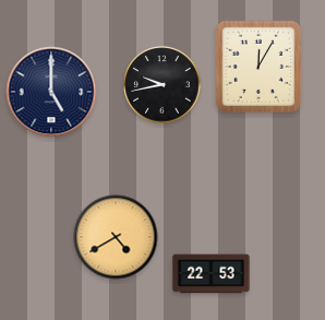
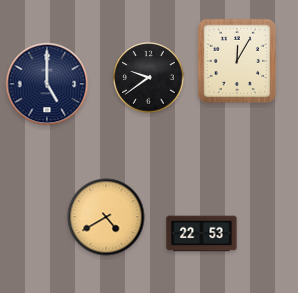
clock at (162, 85): 9:43 -> 9:39
clock at (212, 274) position: (212, 274) -> (202, 234)
